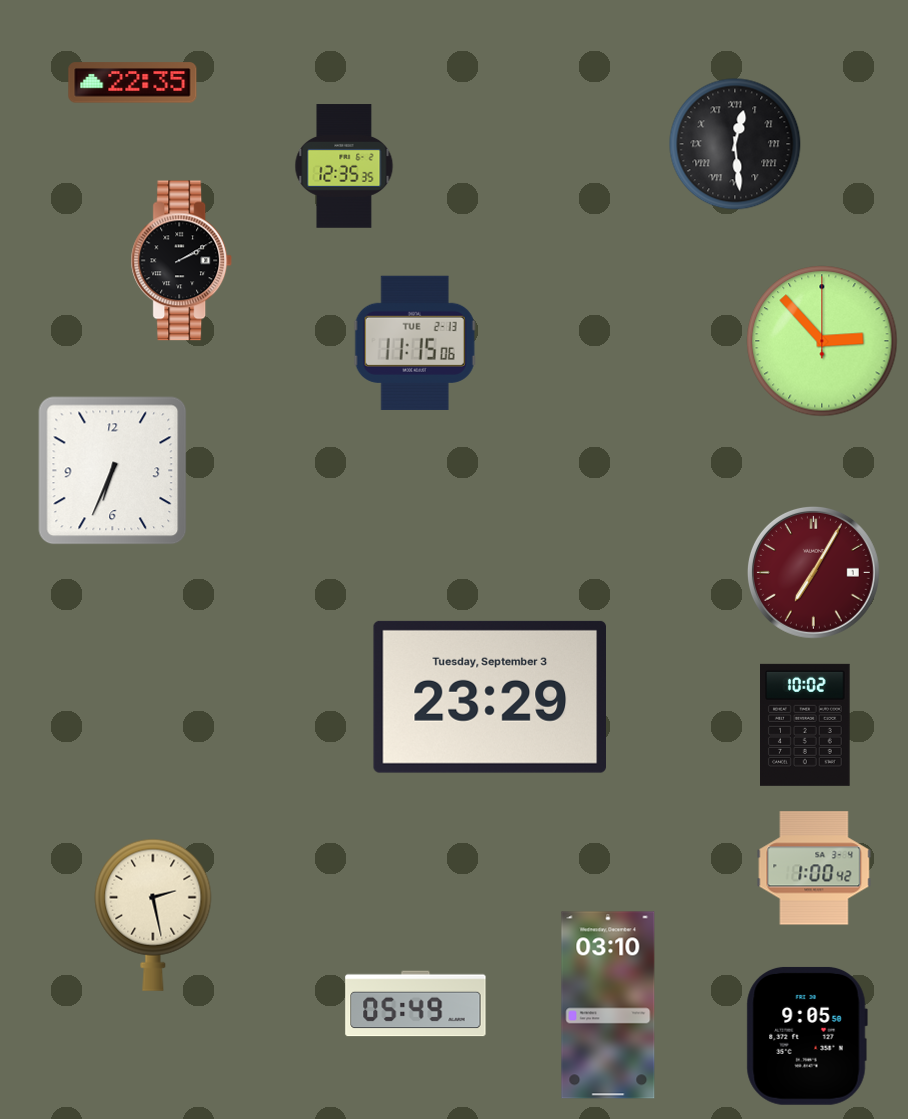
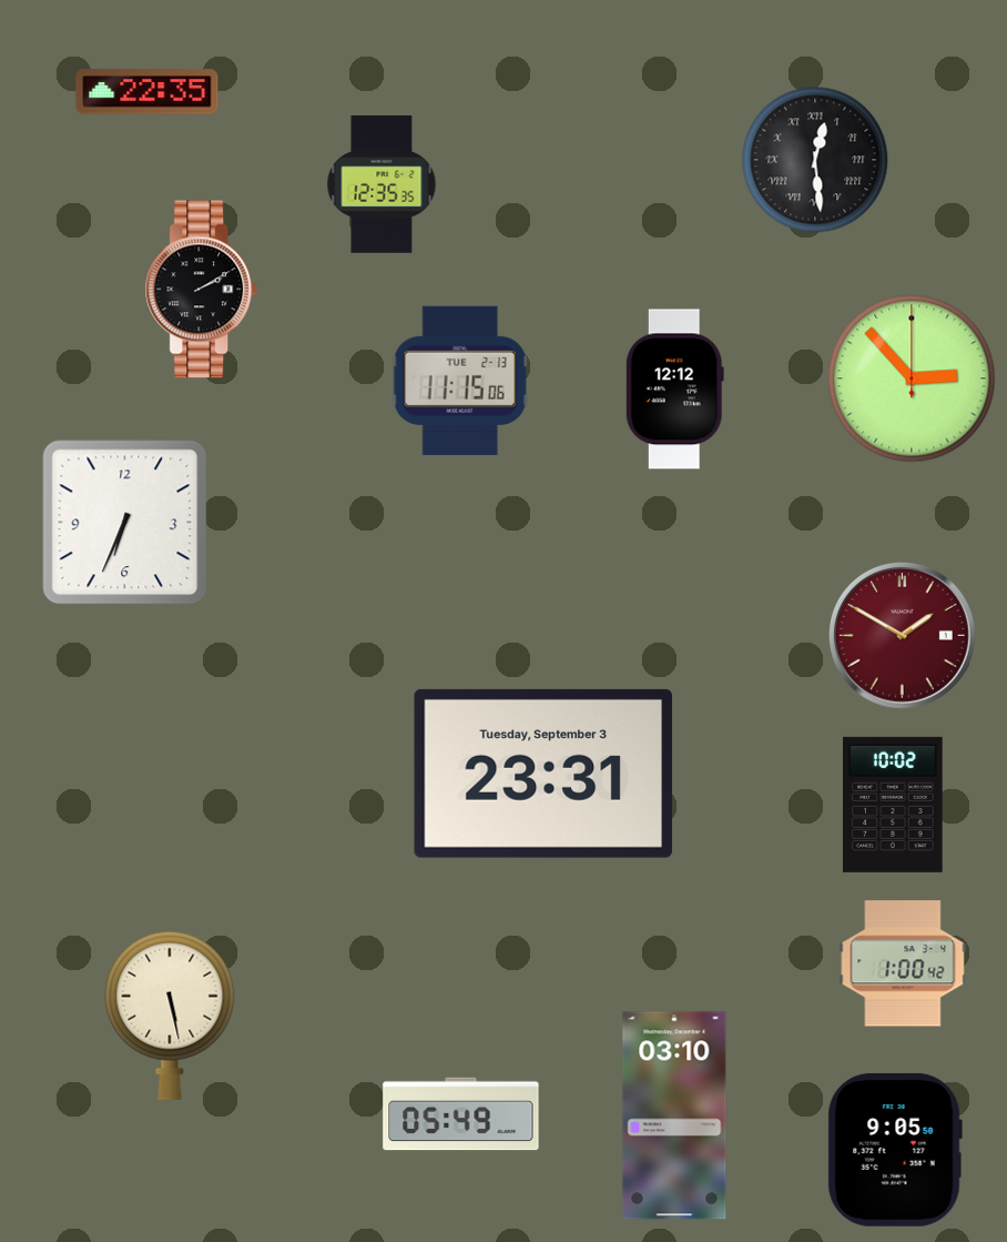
clock at (674, 390): none -> 12:12
clock at (813, 572): 7:05 -> 1:50
clock at (489, 697): 23:29 -> 23:31
clock at (153, 915): 2:28 -> 5:28
